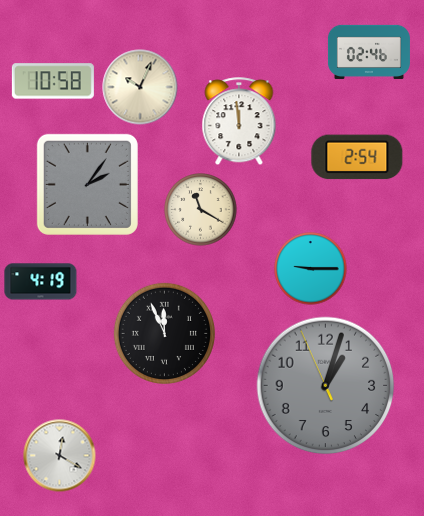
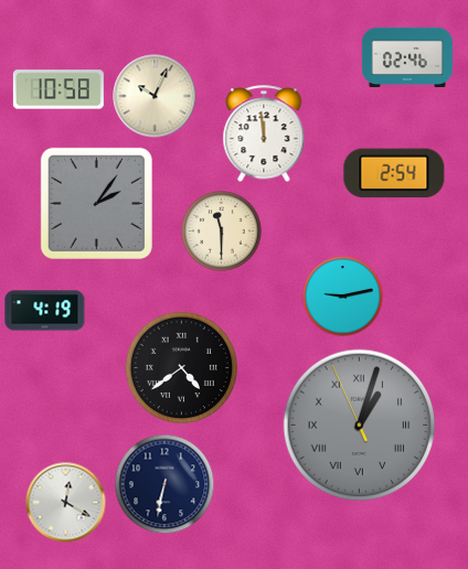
clock at (201, 210): 11:20 -> 11:30
clock at (311, 269): 9:15 -> 9:13
clock at (164, 333): 11:56 -> 4:39
clock at (326, 386) numerals: Arabic -> Roman
clock at (164, 484): none -> 6:32
